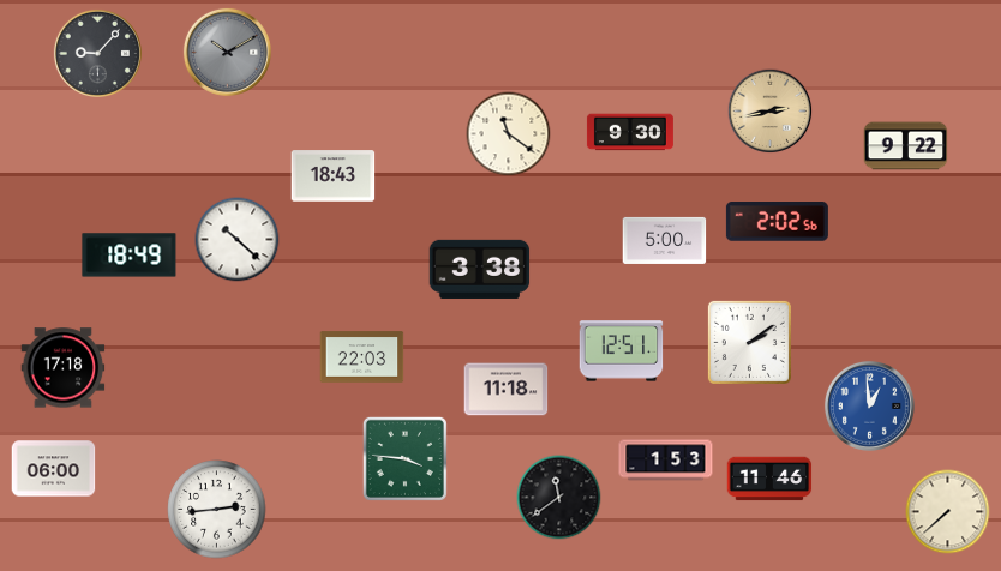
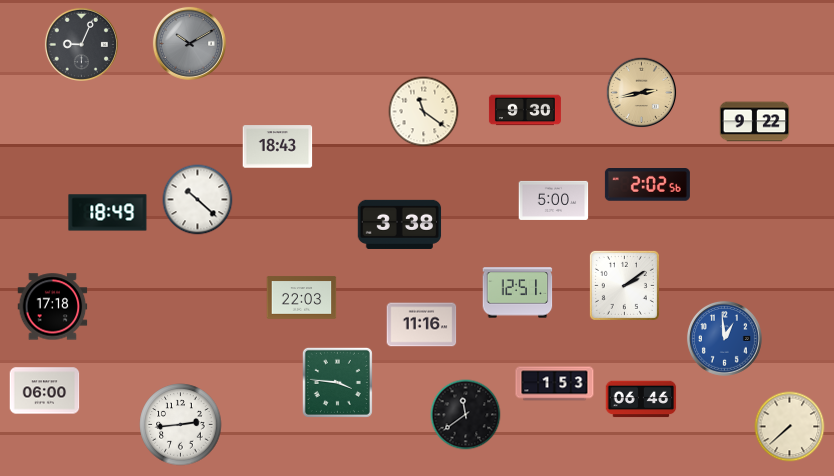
clock at (97, 53): 9:07 -> 9:04
clock at (507, 390): 11:18 -> 11:16
clock at (769, 479): 11:46 -> 06:46
